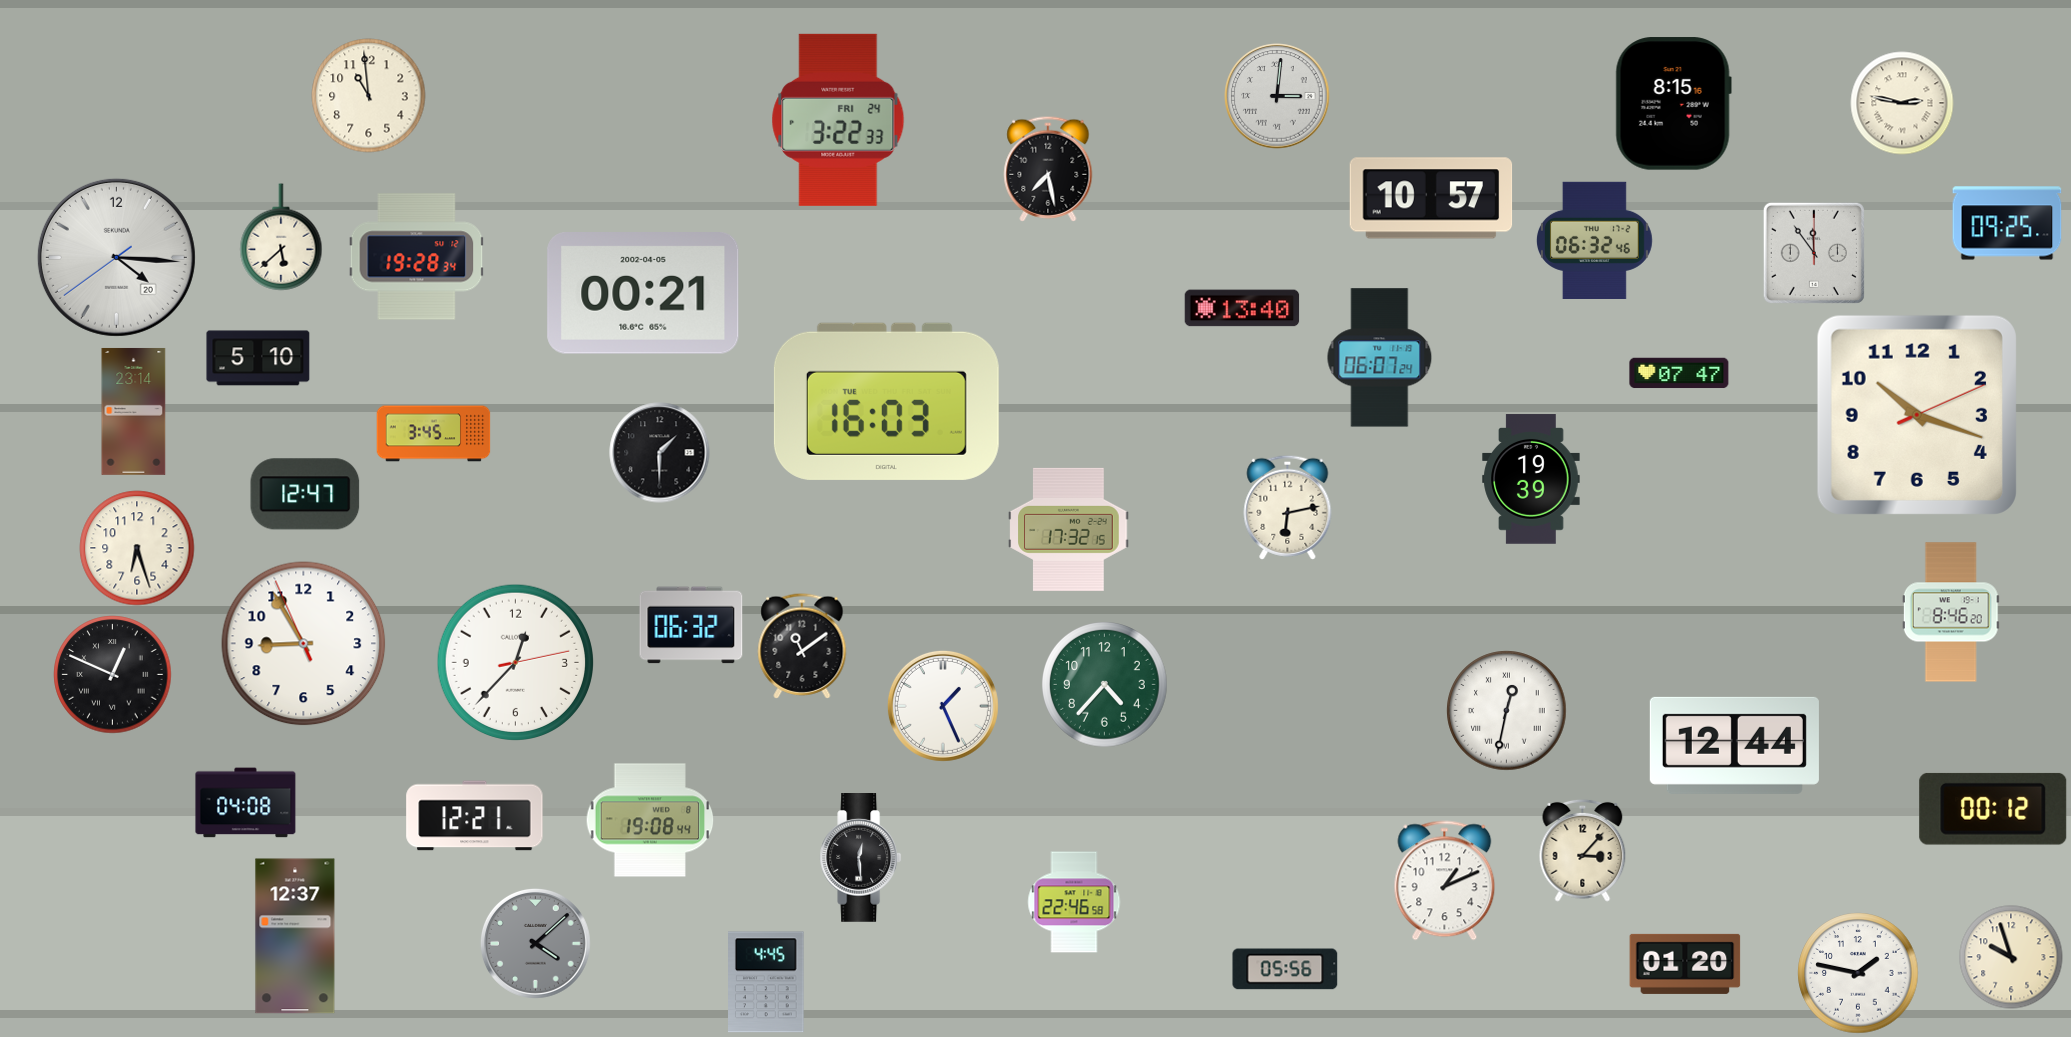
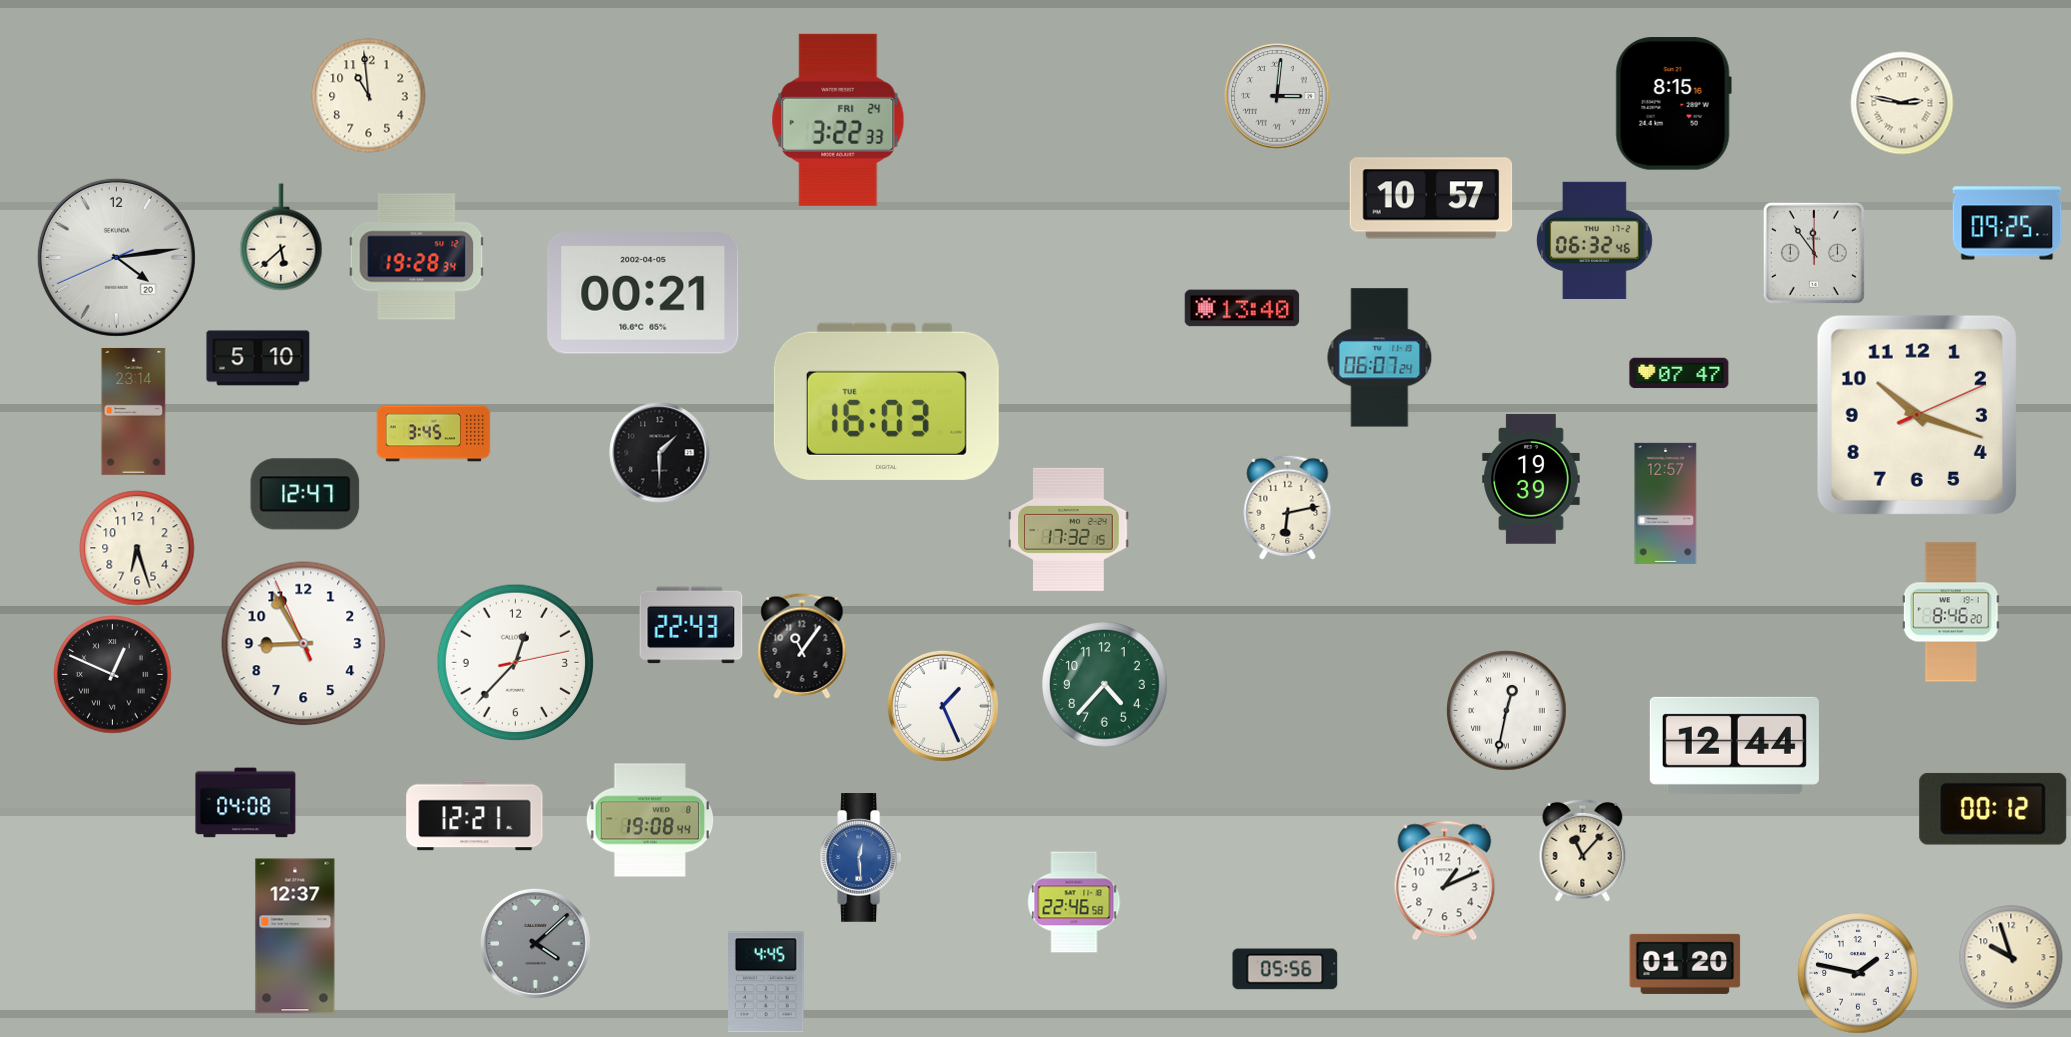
clock at (1048, 169): 7:28 -> none
clock at (116, 257): 4:15 -> 4:13
clock at (1666, 503): none -> 12:57
clock at (691, 625): 06:32 -> 22:43
clock at (802, 646): 11:09 -> 11:06
clock at (1583, 850): 3:07 -> 11:07
clock at (861, 858) dial: black -> blue
